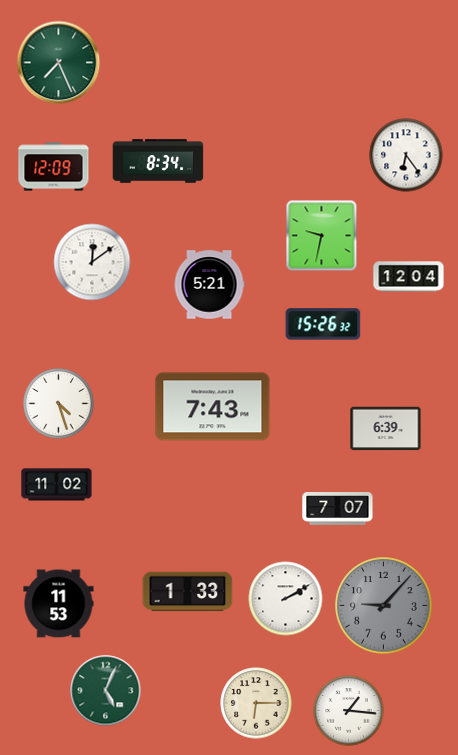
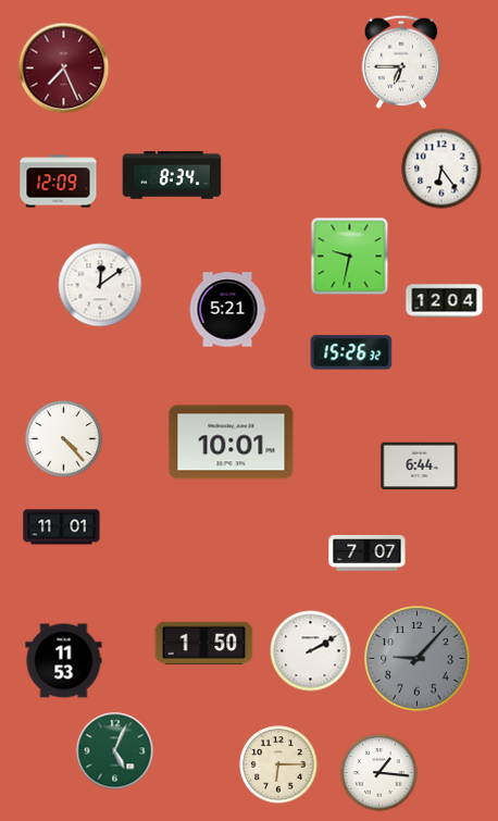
clock at (401, 62): none -> 6:45
clock at (59, 63) dial: green -> burgundy
clock at (59, 404): 4:27 -> 4:23
clock at (213, 407): 7:43 -> 10:01
clock at (386, 429): 6:39 -> 6:44
clock at (57, 485): 11:02 -> 11:01
clock at (188, 592): 1:33 -> 1:50
clock at (59, 604) position: (59, 604) -> (64, 661)
